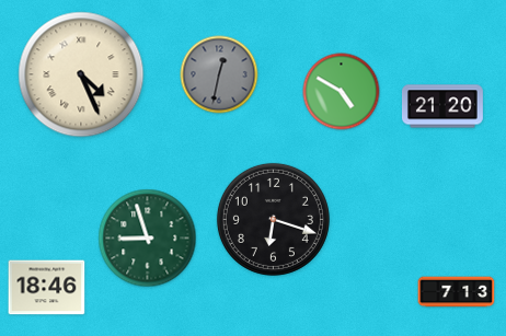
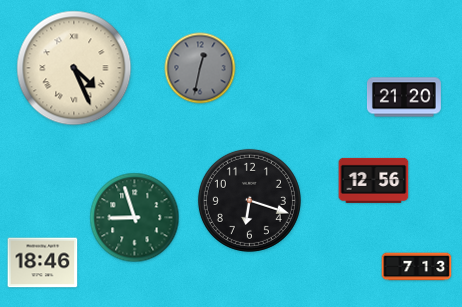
clock at (342, 92): 4:50 -> none
clock at (374, 180): none -> 12:56
